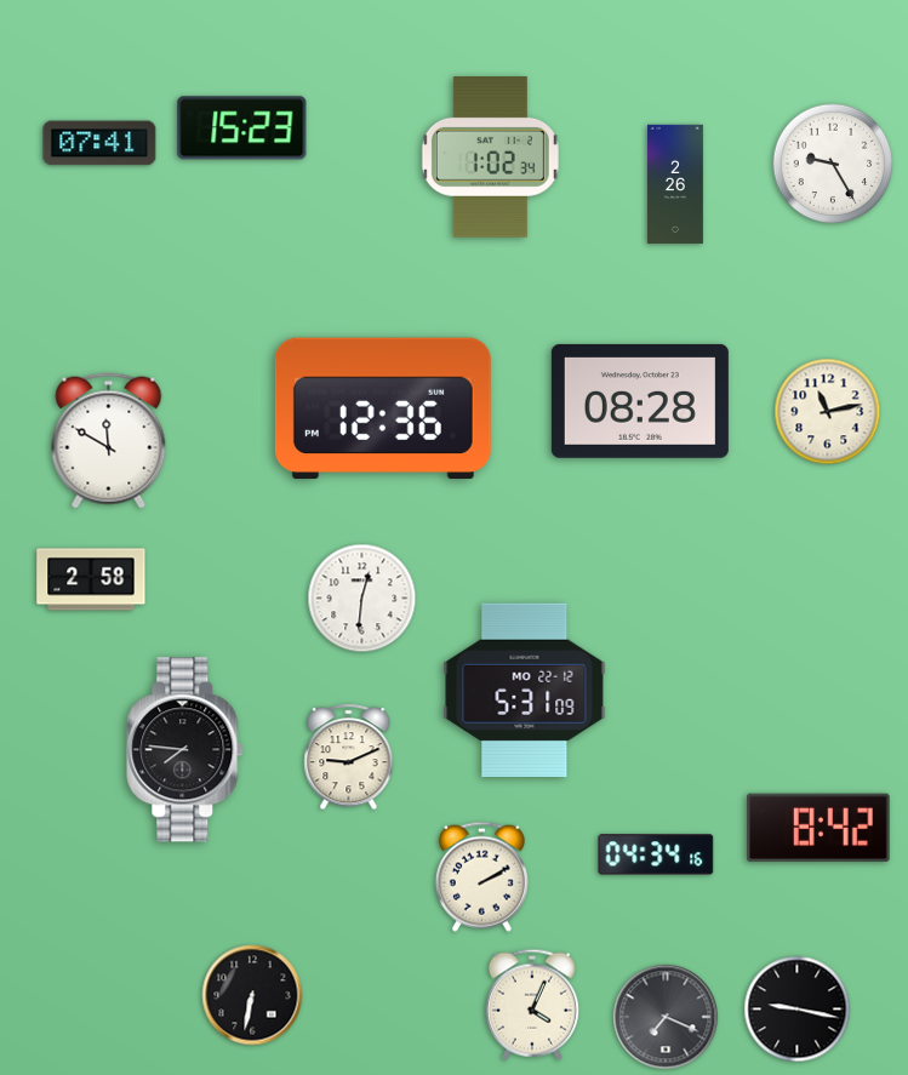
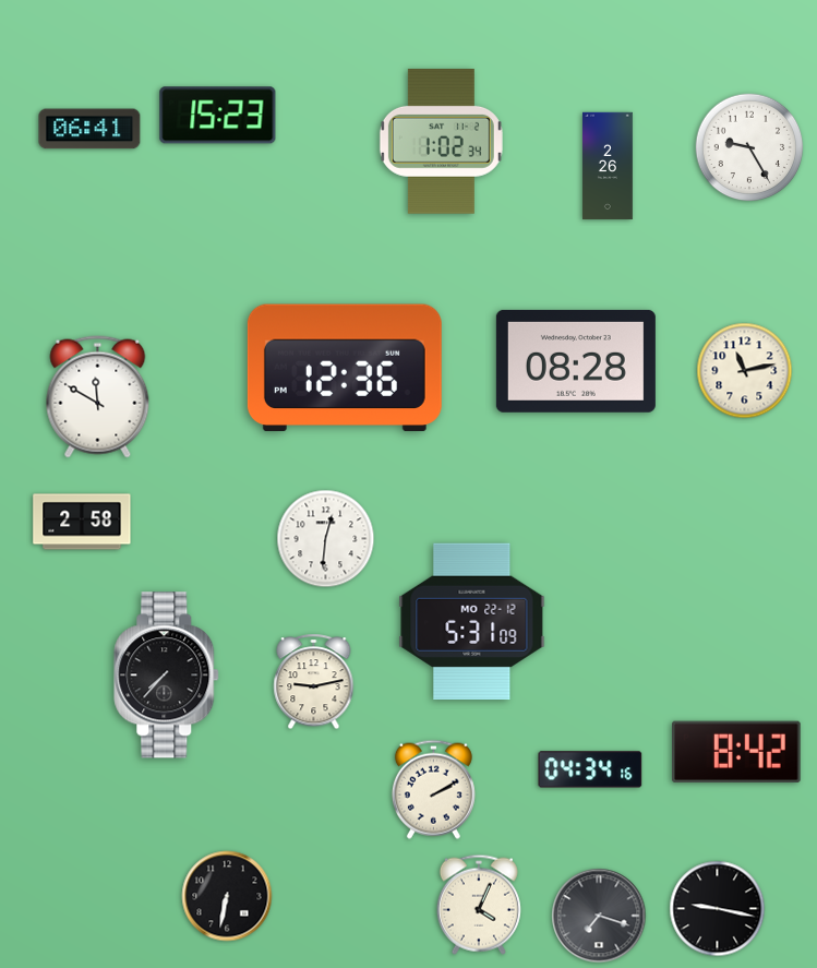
clock at (99, 143): 07:41 -> 06:41
clock at (185, 750): 7:46 -> 7:37
clock at (349, 757): 9:11 -> 9:13
clock at (820, 828) position: (820, 828) -> (737, 752)
clock at (666, 1017): 7:19 -> 7:18
